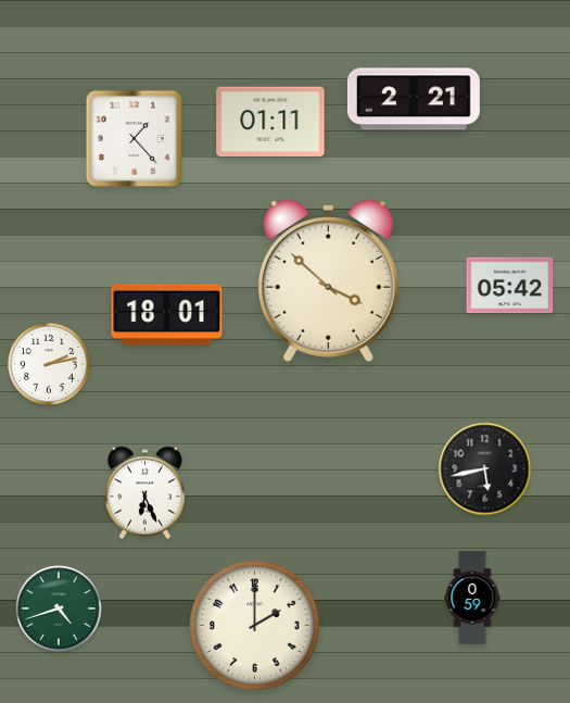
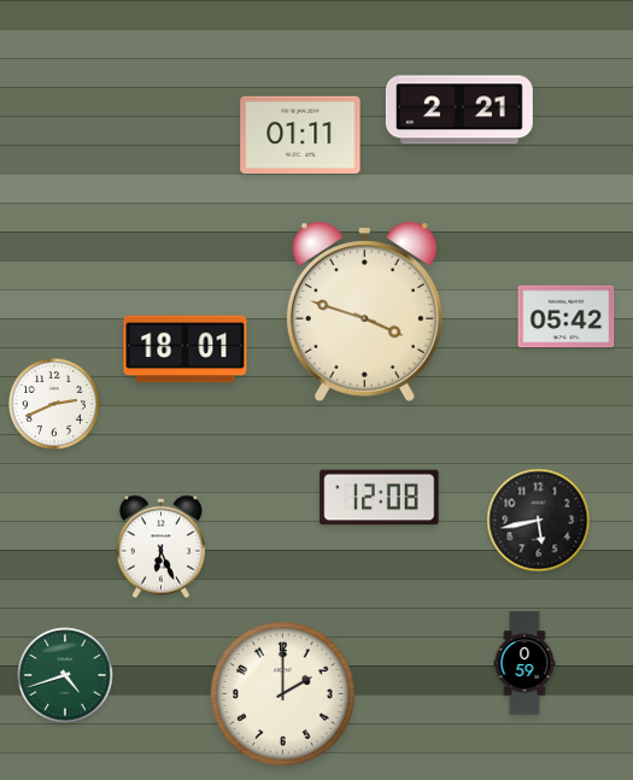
clock at (135, 139): 1:23 -> none
clock at (328, 280): 3:52 -> 3:48
clock at (49, 364): 2:13 -> 2:41
clock at (380, 498): none -> 12:08
